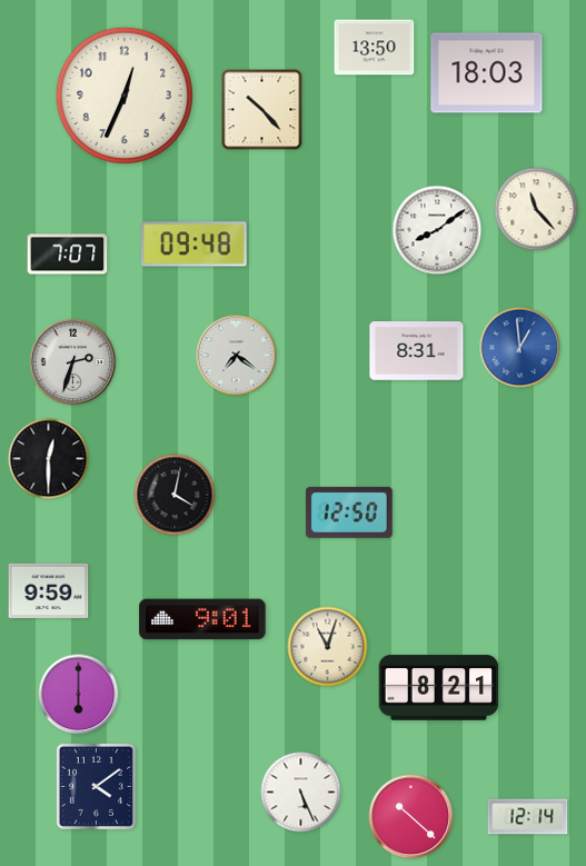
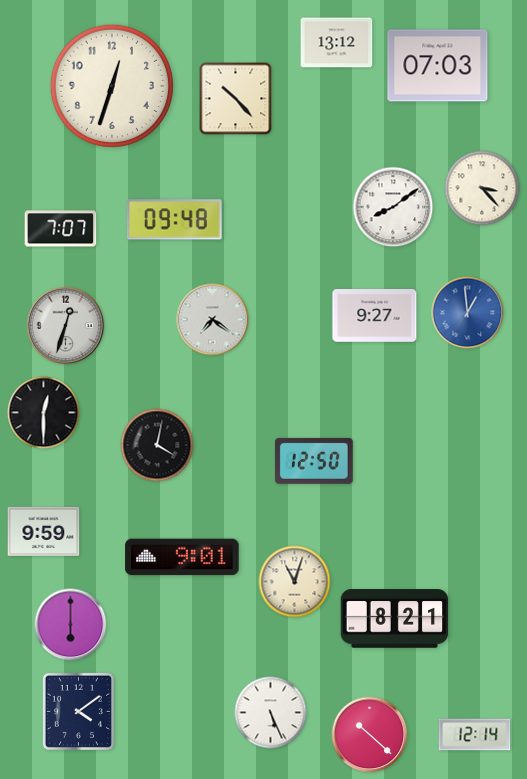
clock at (375, 48): 13:50 -> 13:12
clock at (487, 73): 18:03 -> 07:03
clock at (125, 96): 12:34 -> 12:33
clock at (536, 209): 11:23 -> 3:23
clock at (417, 351): 8:31 -> 9:27
clock at (73, 362): 2:33 -> 12:33
clock at (96, 786) position: (96, 786) -> (78, 711)
